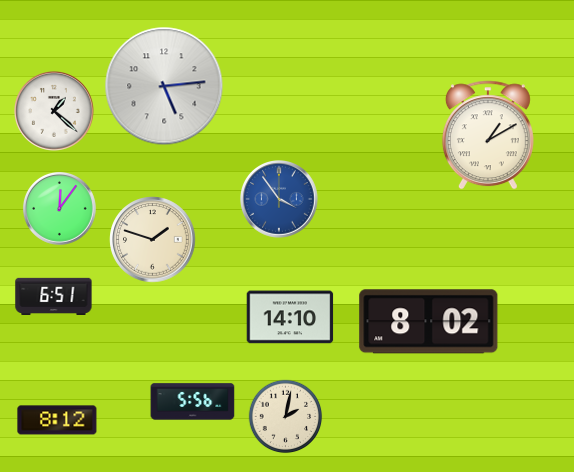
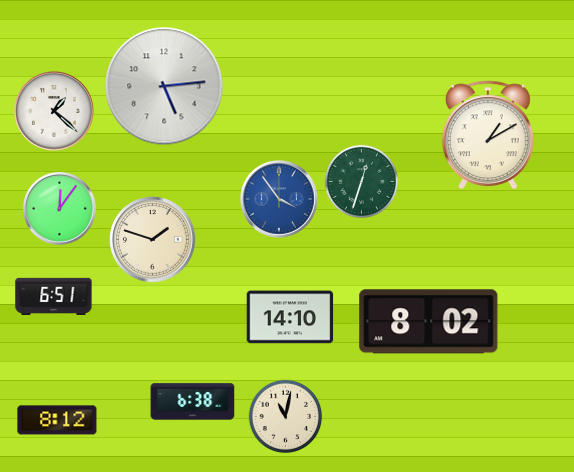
clock at (362, 182): none -> 12:33
clock at (193, 402): 5:56 -> 6:38
clock at (286, 417): 2:02 -> 11:02
